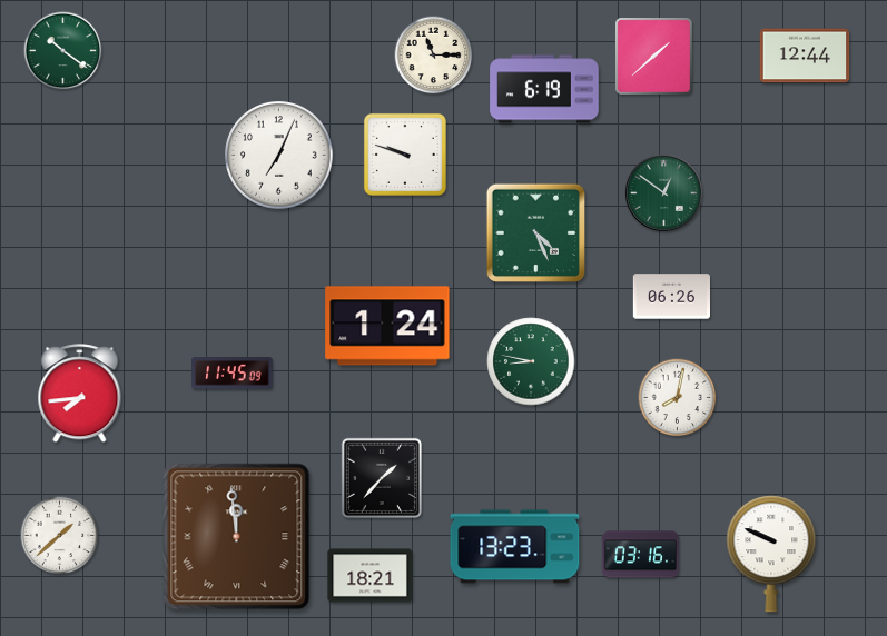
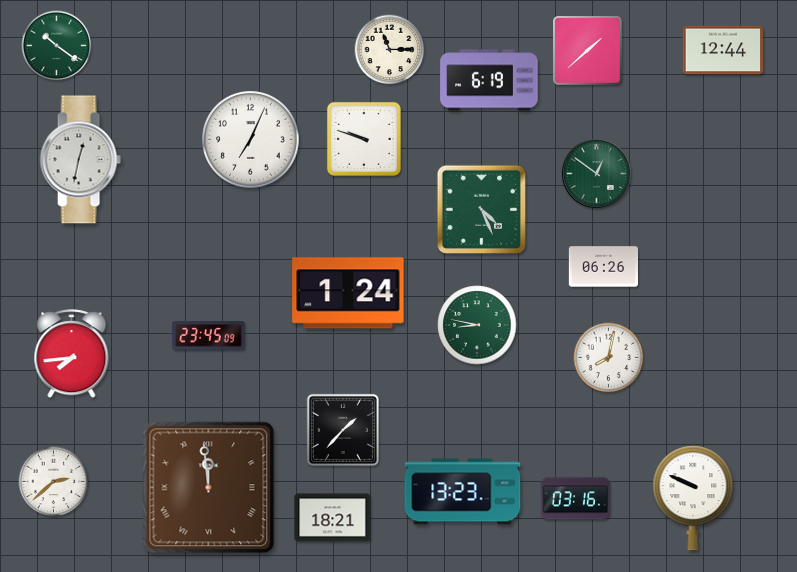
clock at (80, 160): none -> 12:32
clock at (233, 374): 11:45 -> 23:45
clock at (60, 536): 1:38 -> 2:38
clock at (237, 537) position: (237, 537) -> (209, 488)
